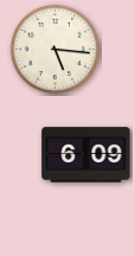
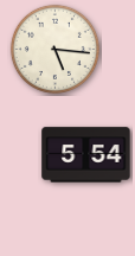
clock at (86, 155): 6:09 -> 5:54
